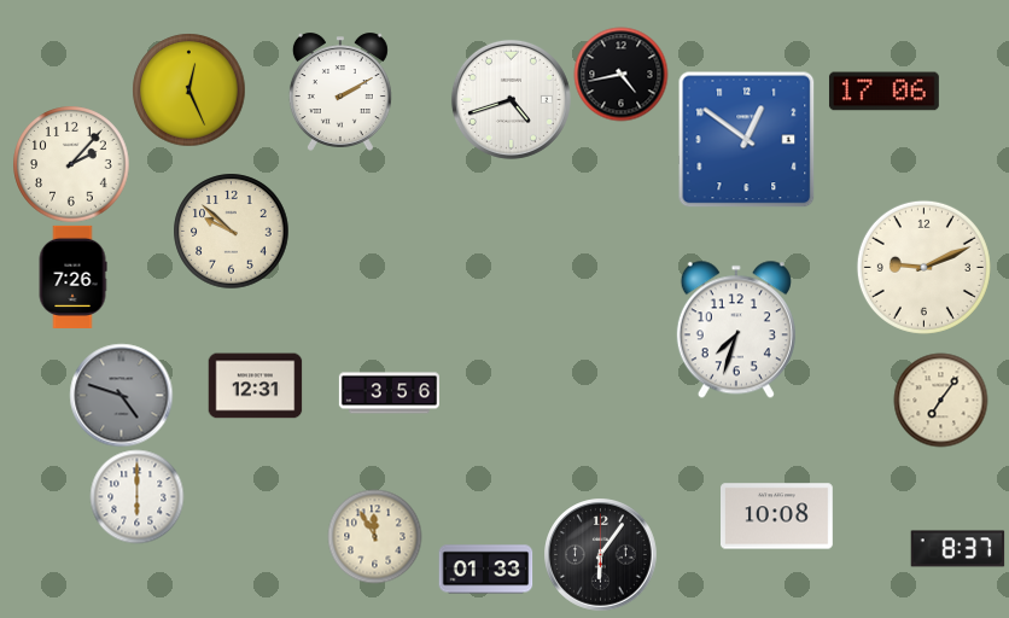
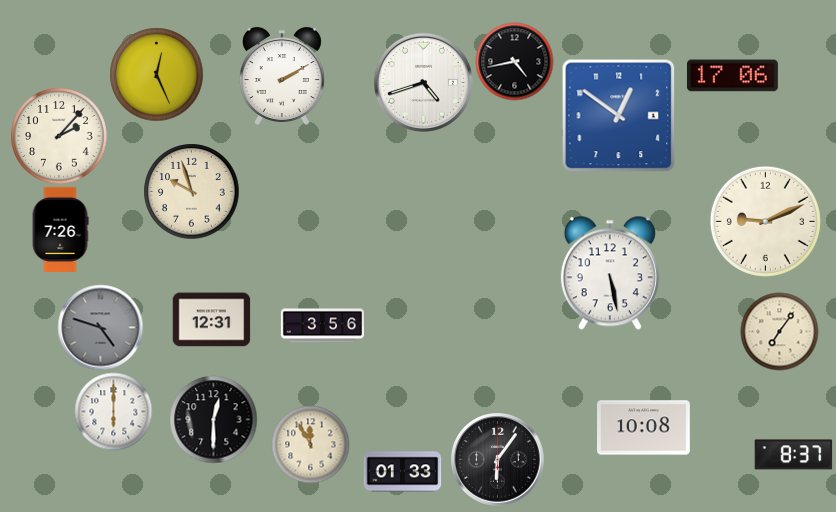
clock at (231, 231): 9:52 -> 9:57
clock at (736, 330): 7:33 -> 5:28
clock at (213, 419): none -> 12:30
